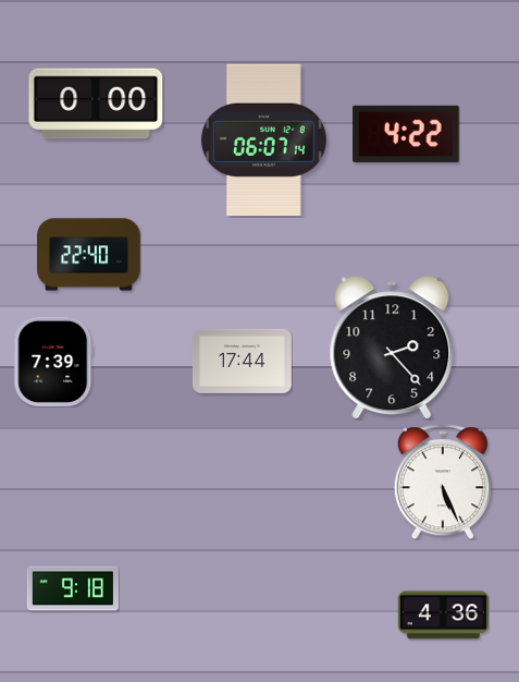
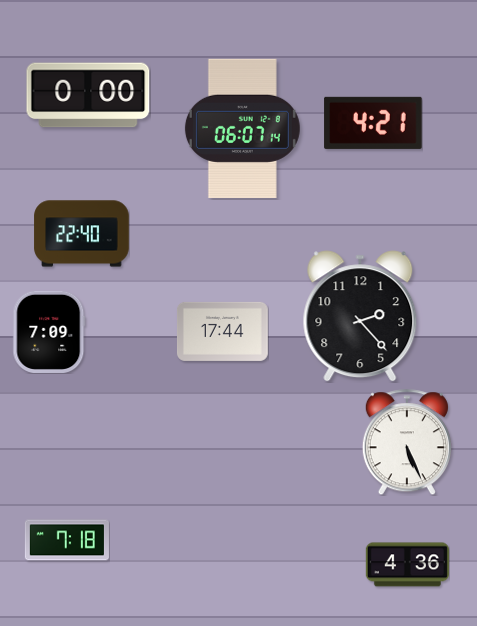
clock at (406, 134): 4:22 -> 4:21
clock at (392, 348) position: (392, 348) -> (360, 316)
clock at (53, 362): 7:39 -> 7:09
clock at (73, 588): 9:18 -> 7:18
